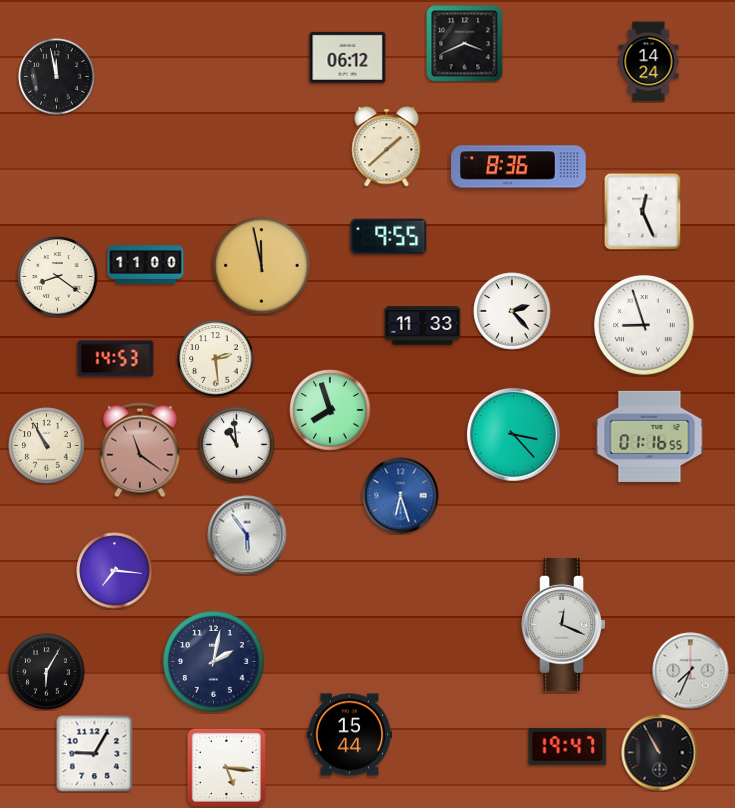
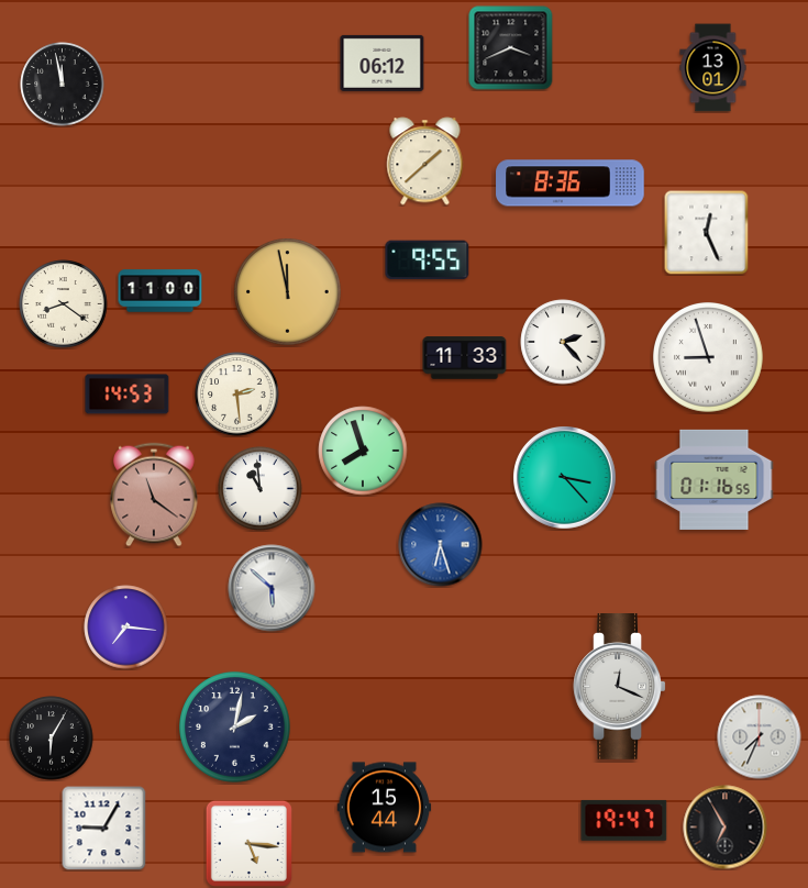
clock at (649, 62): 14:24 -> 13:01
clock at (47, 446): 10:55 -> none
clock at (247, 535): 5:54 -> 5:52
clock at (660, 753): 10:55 -> 6:55
